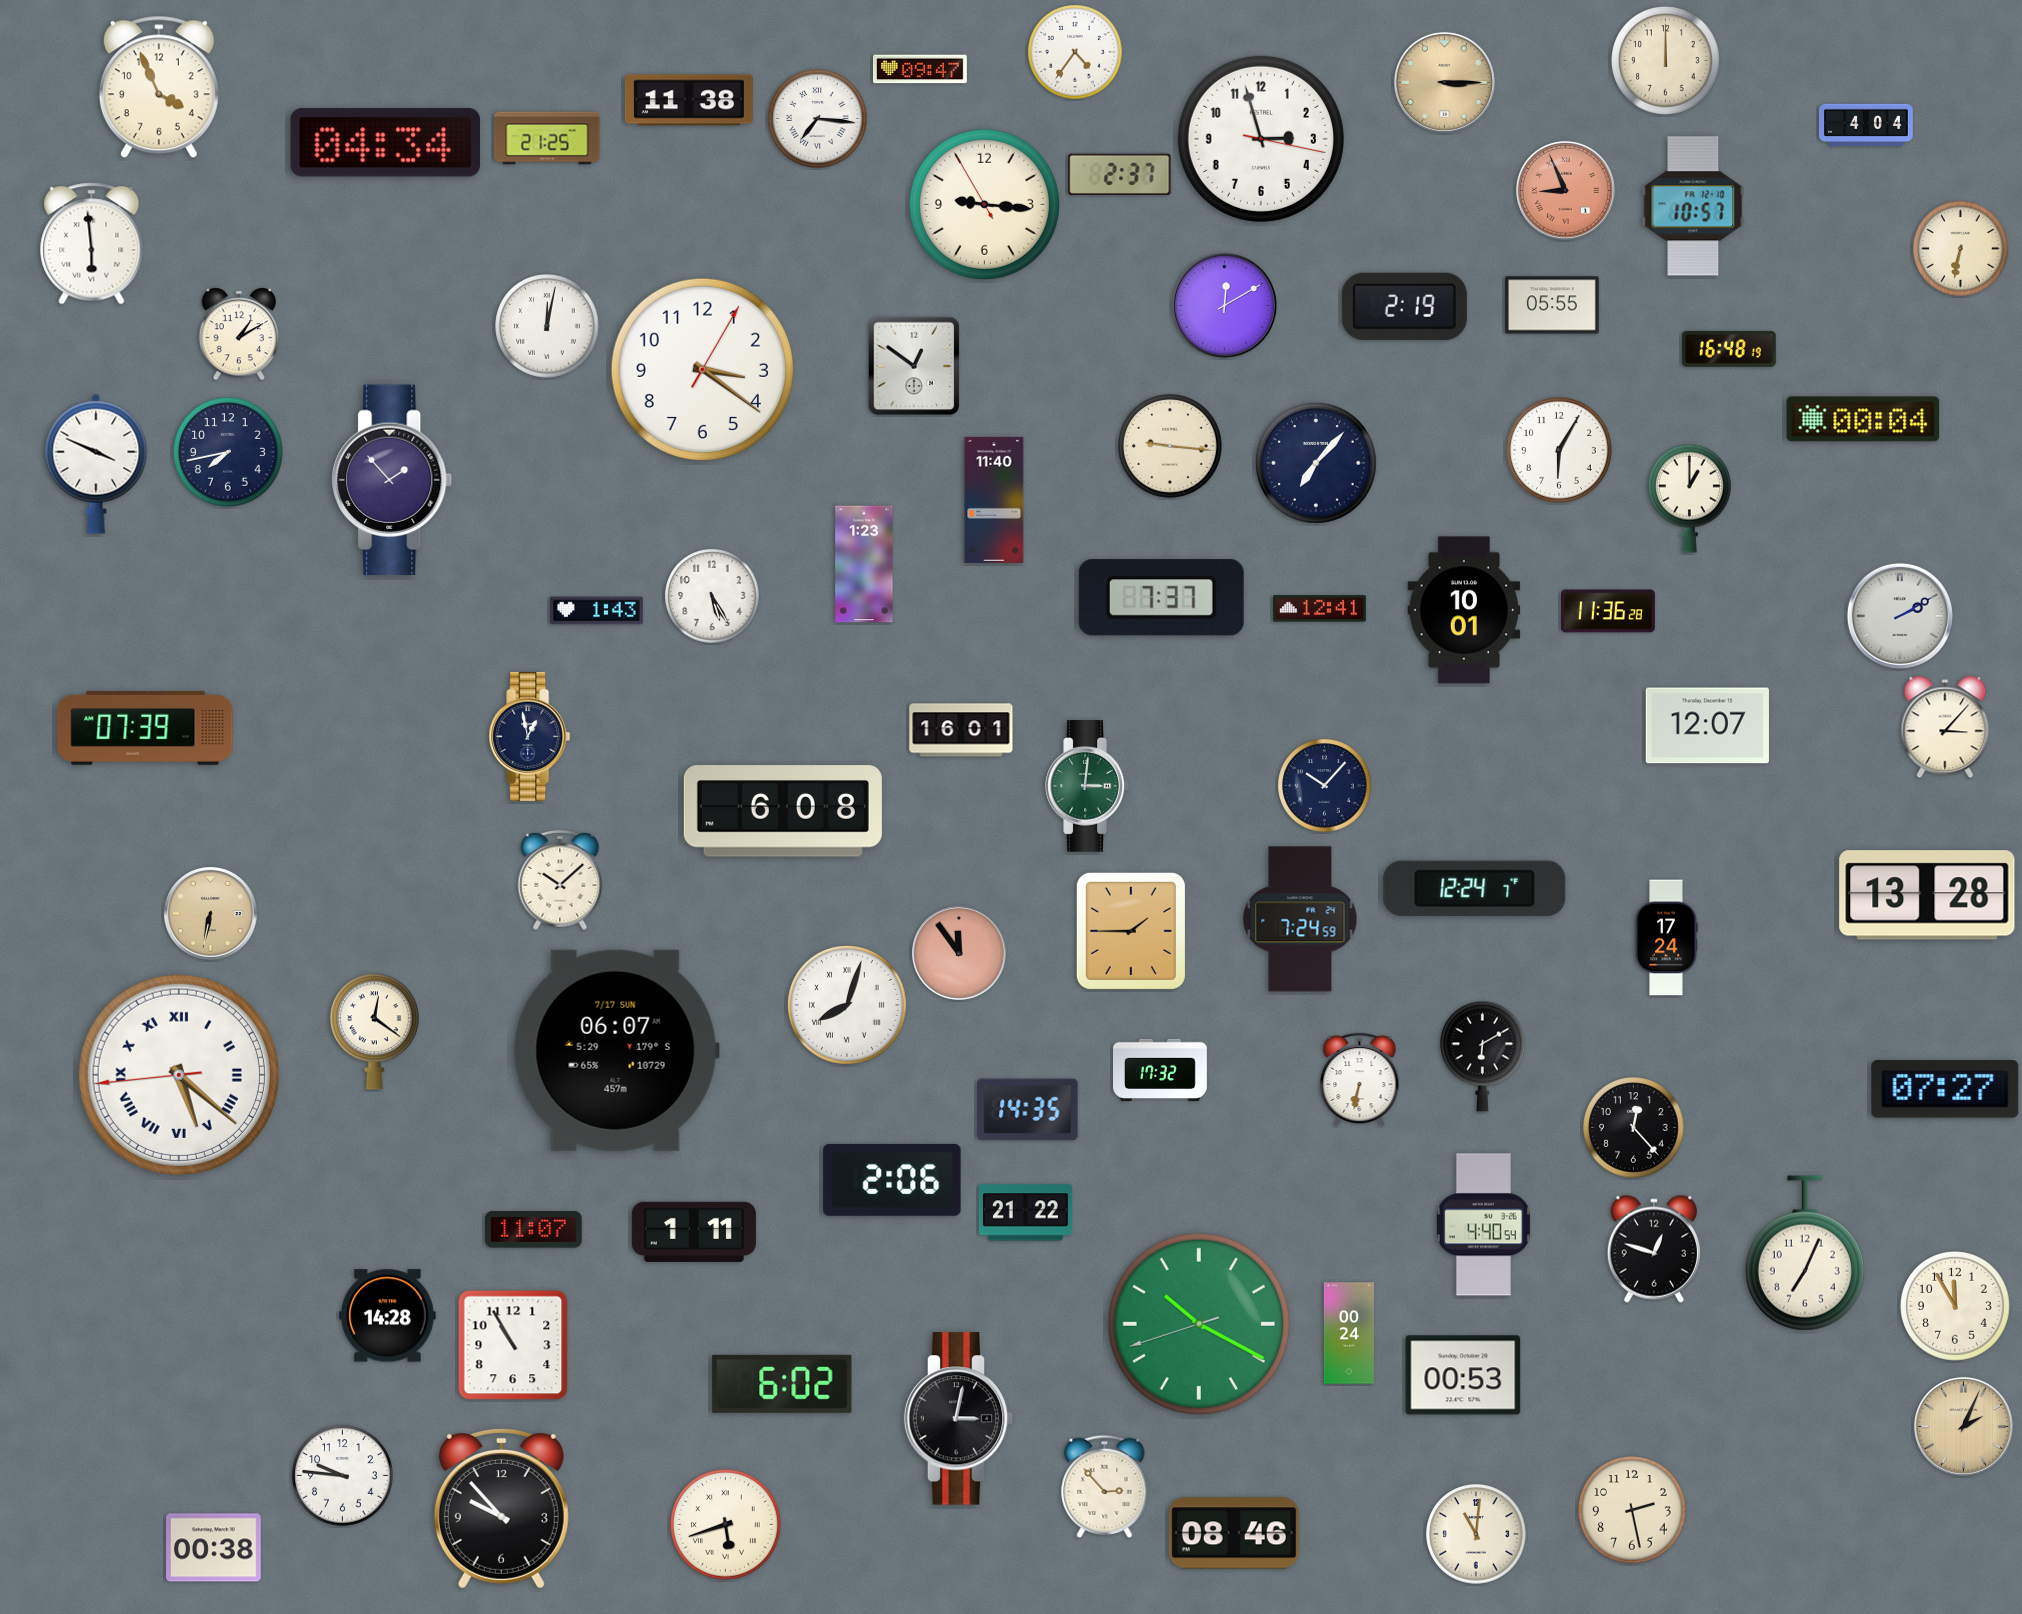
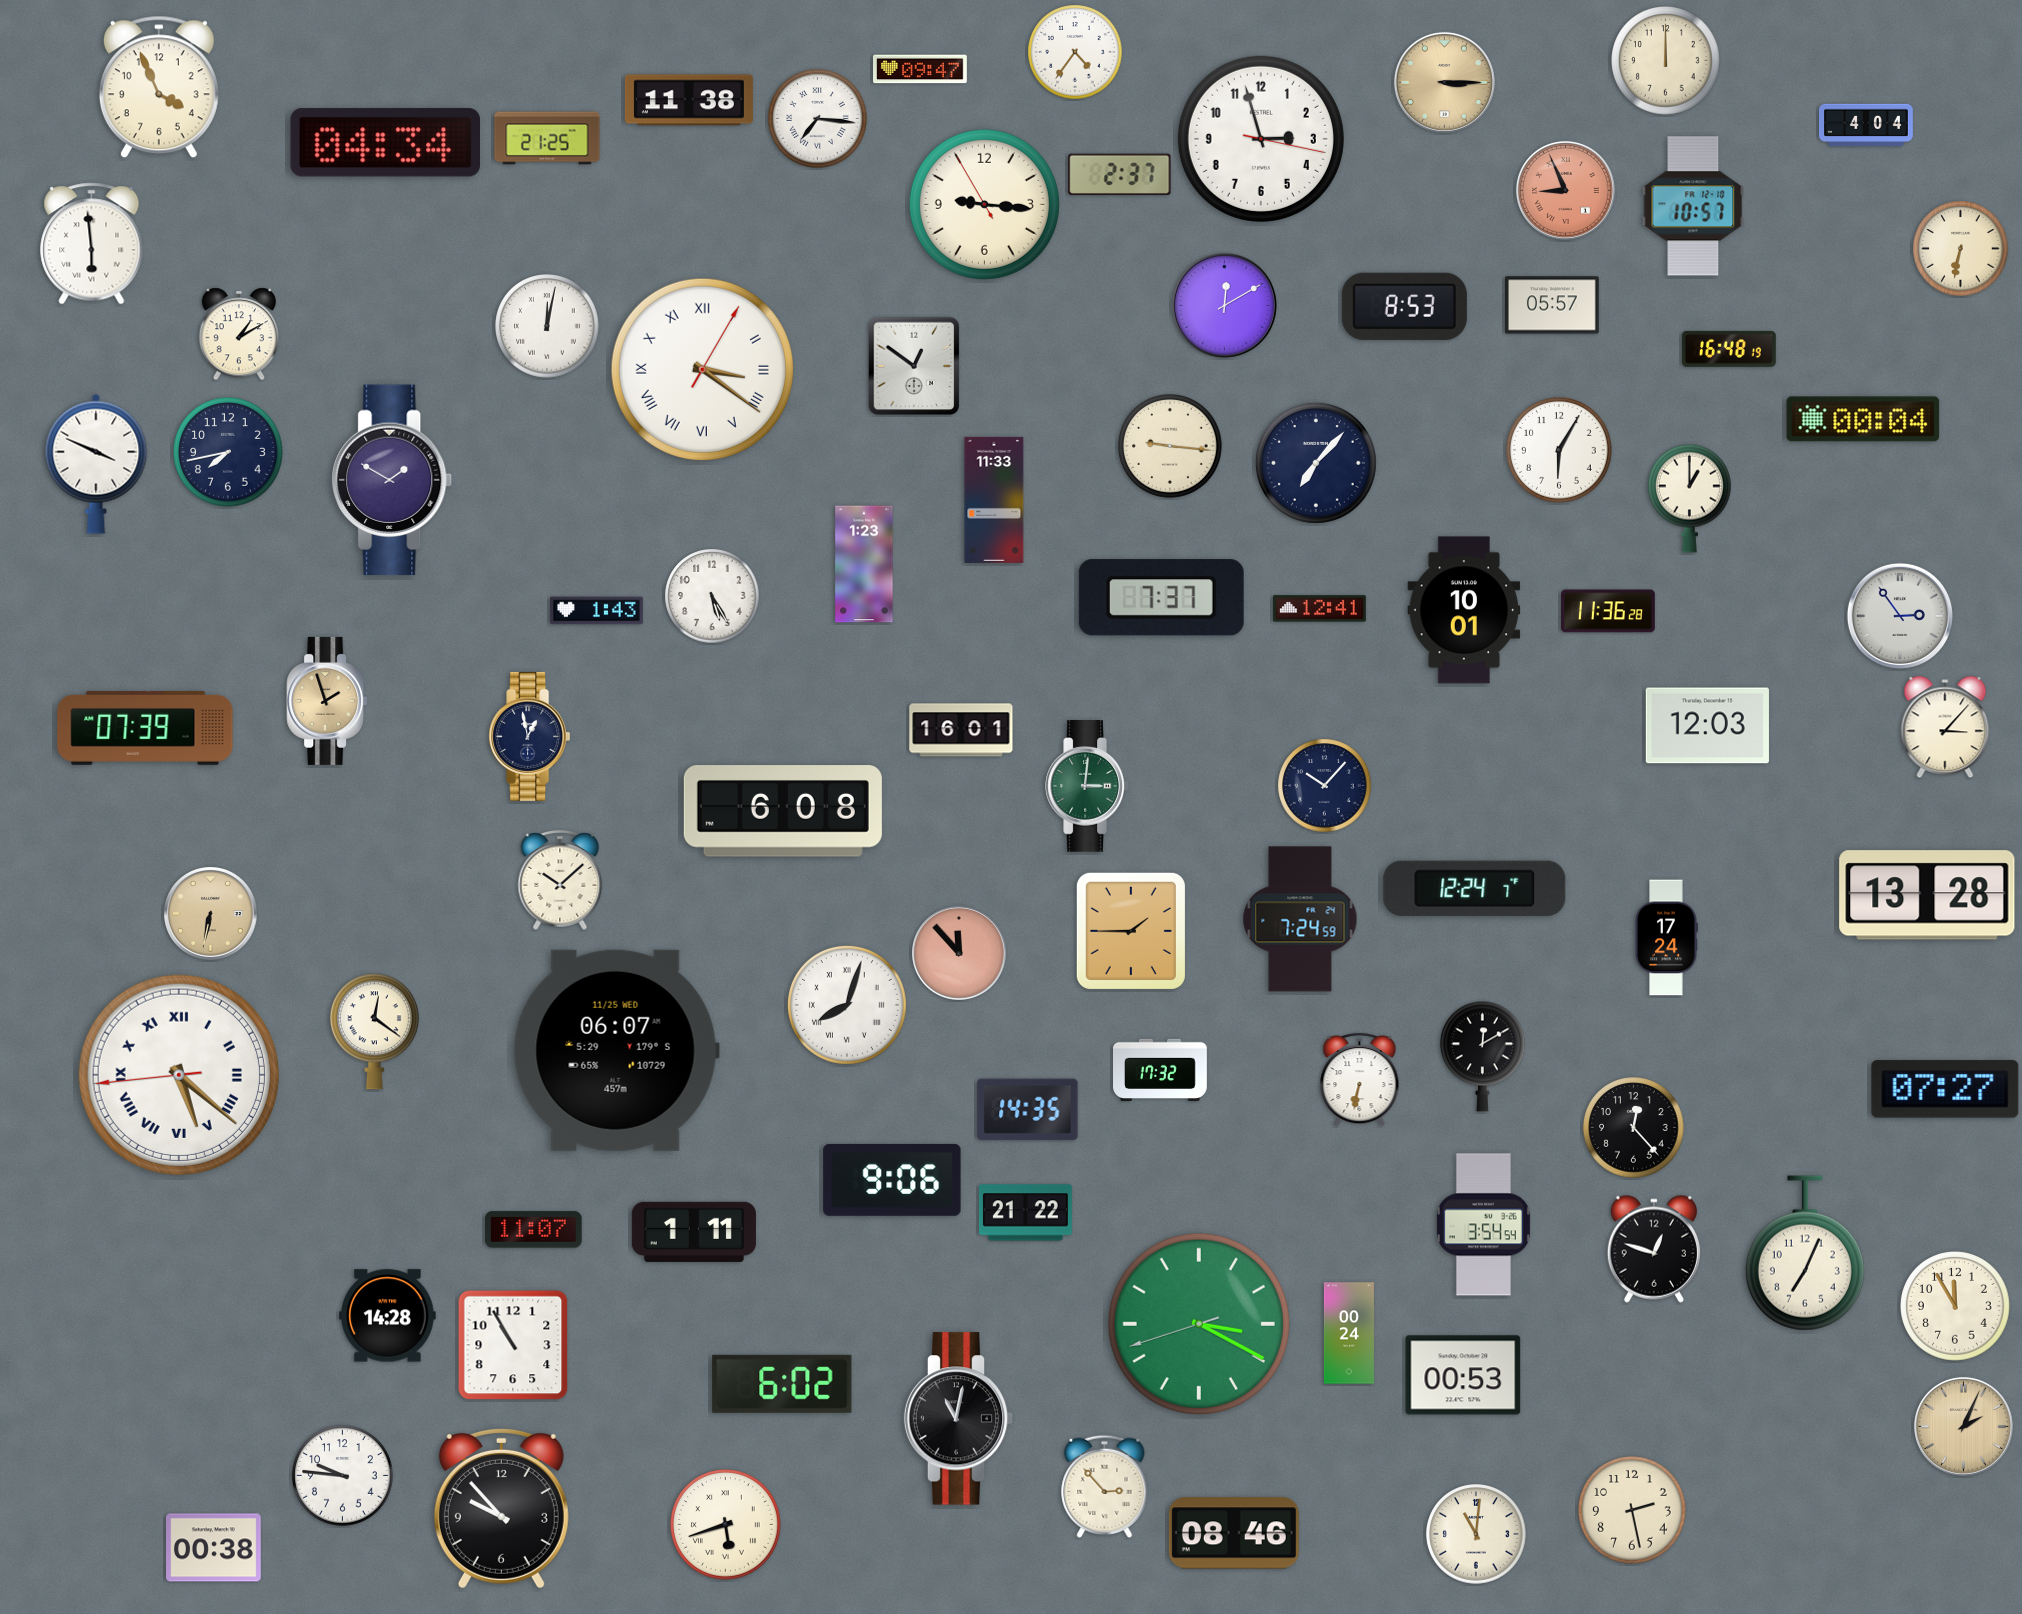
clock at (1552, 305): 05:55 -> 05:57
clock at (1404, 306): 2:19 -> 8:53
clock at (702, 369) numerals: Arabic -> Roman
clock at (392, 480): 1:53 -> 1:50
clock at (994, 500): 11:40 -> 11:33
clock at (1900, 616): 2:10 -> 2:54
clock at (327, 701): none -> 1:57
clock at (1707, 726): 12:07 -> 12:03
clock at (960, 954): 11:54 -> 11:53
clock at (616, 1050) date: 7/17 SUN -> 11/25 WED
clock at (1482, 1056): 6:10 -> 12:10
clock at (892, 1180): 2:06 -> 9:06
clock at (1483, 1225): 4:40 -> 3:54
clock at (1199, 1324): 10:19 -> 3:19
clock at (959, 1419): 3:02 -> 11:02
